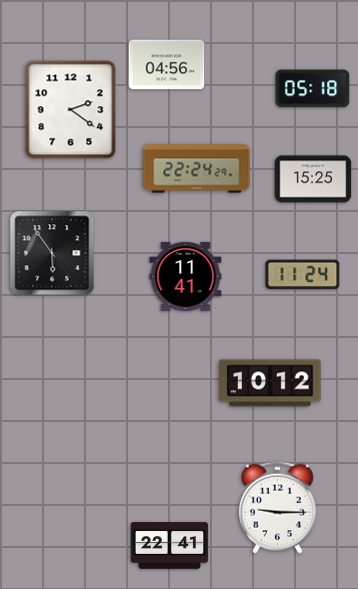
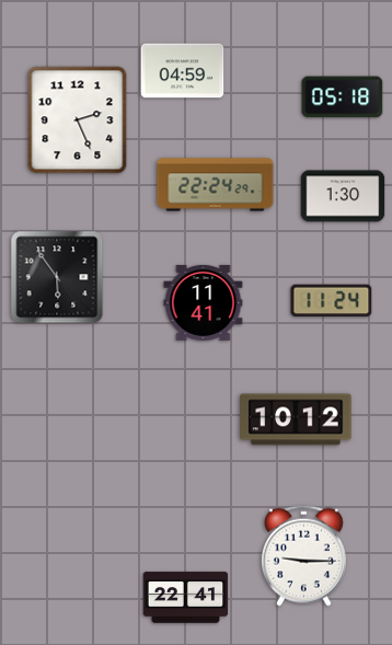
clock at (167, 65): 04:56 -> 04:59
clock at (71, 110): 2:21 -> 2:26
clock at (313, 179): 15:25 -> 1:30
